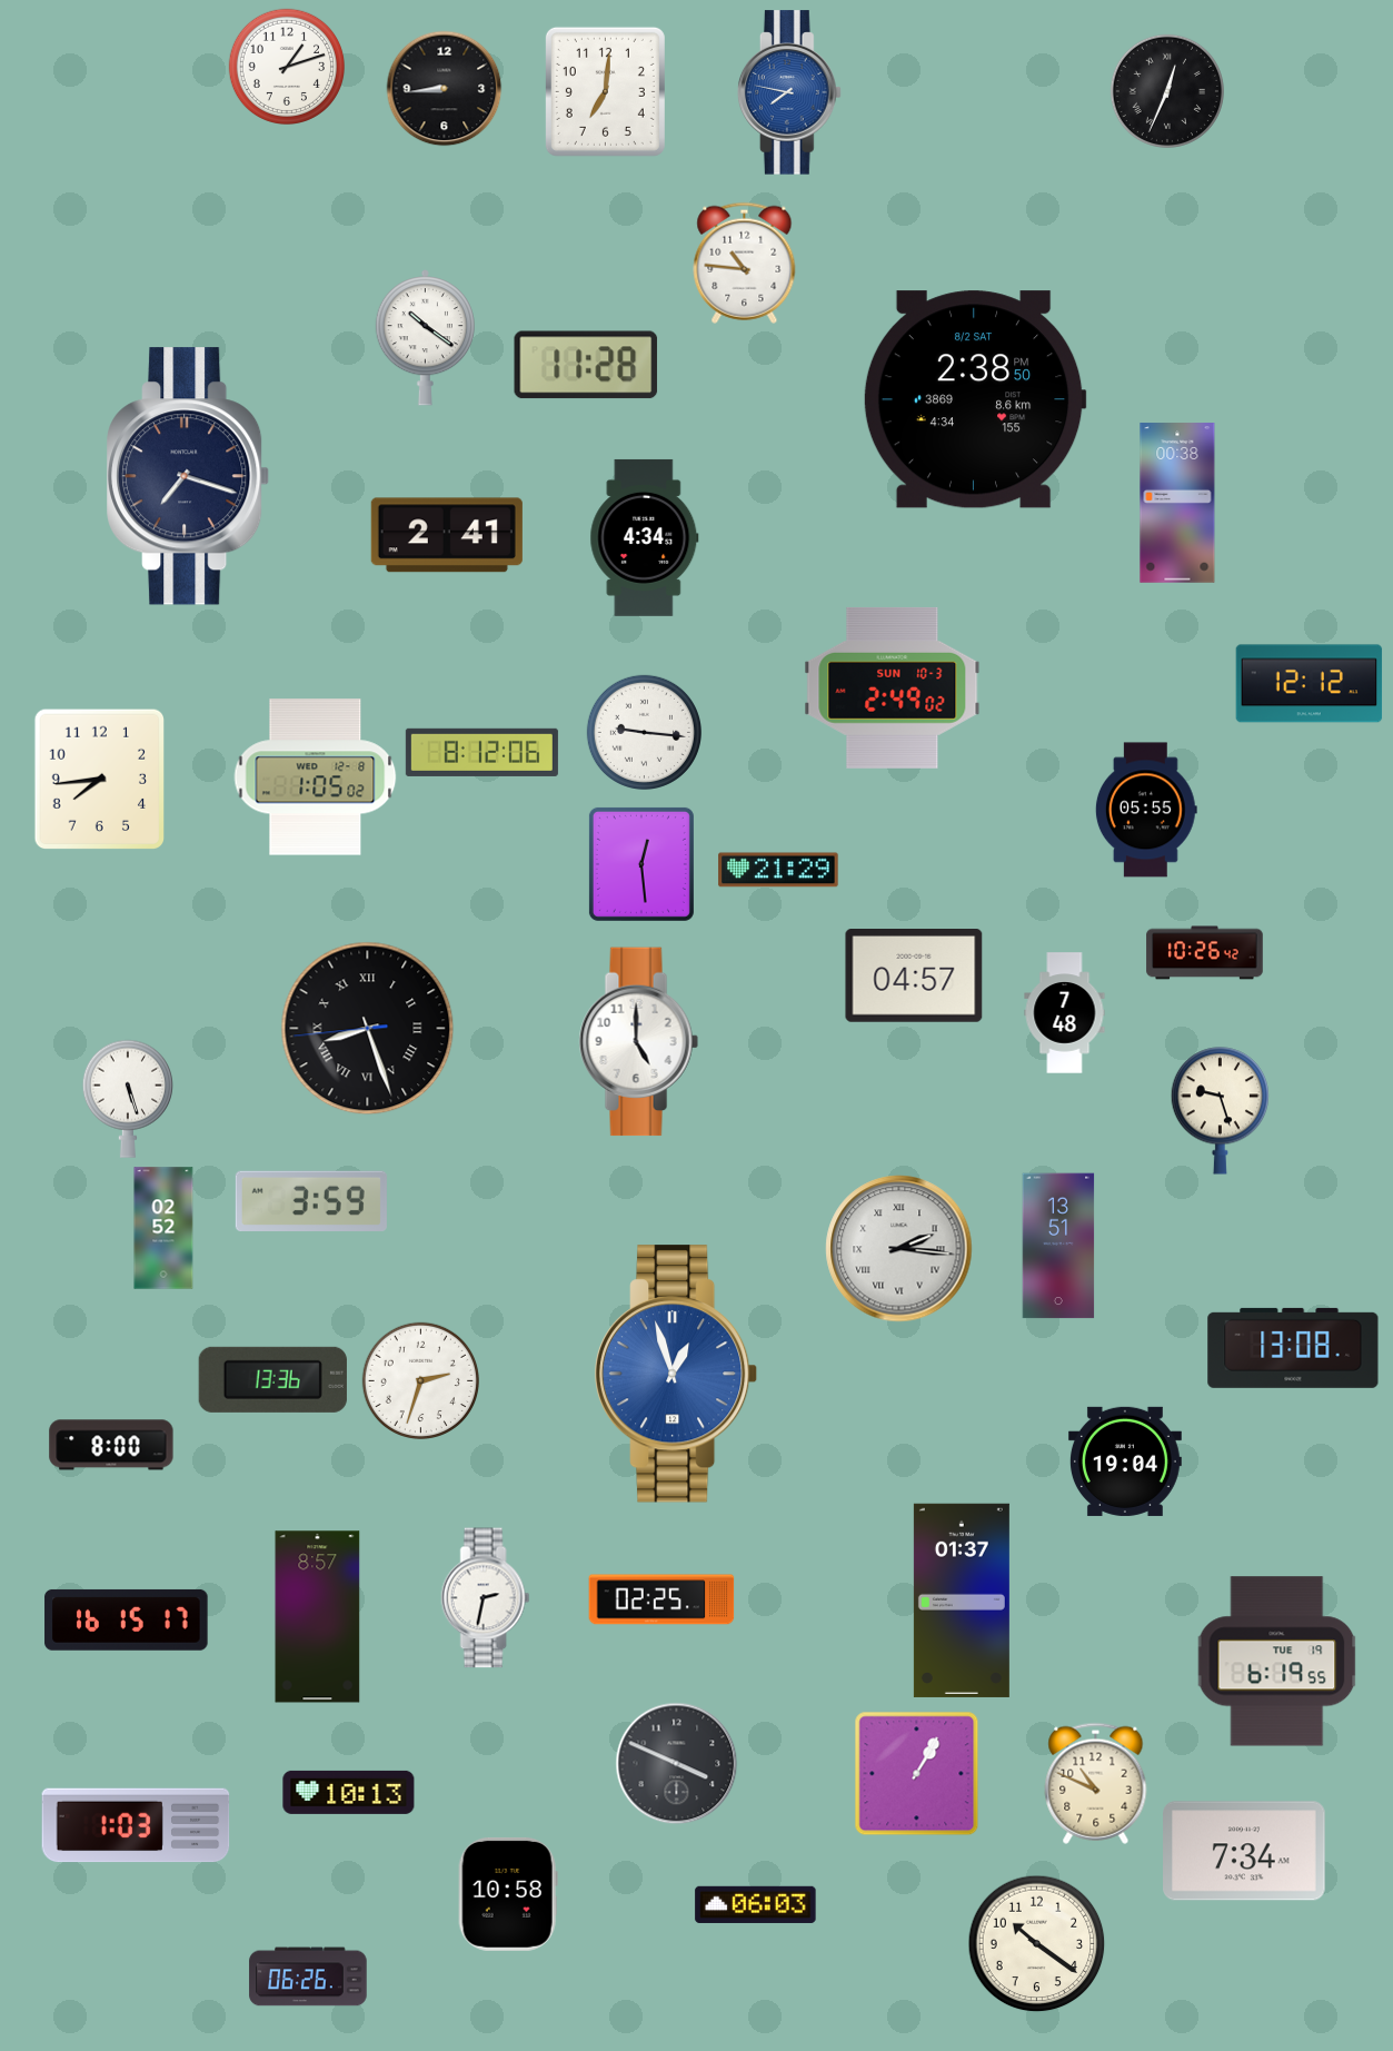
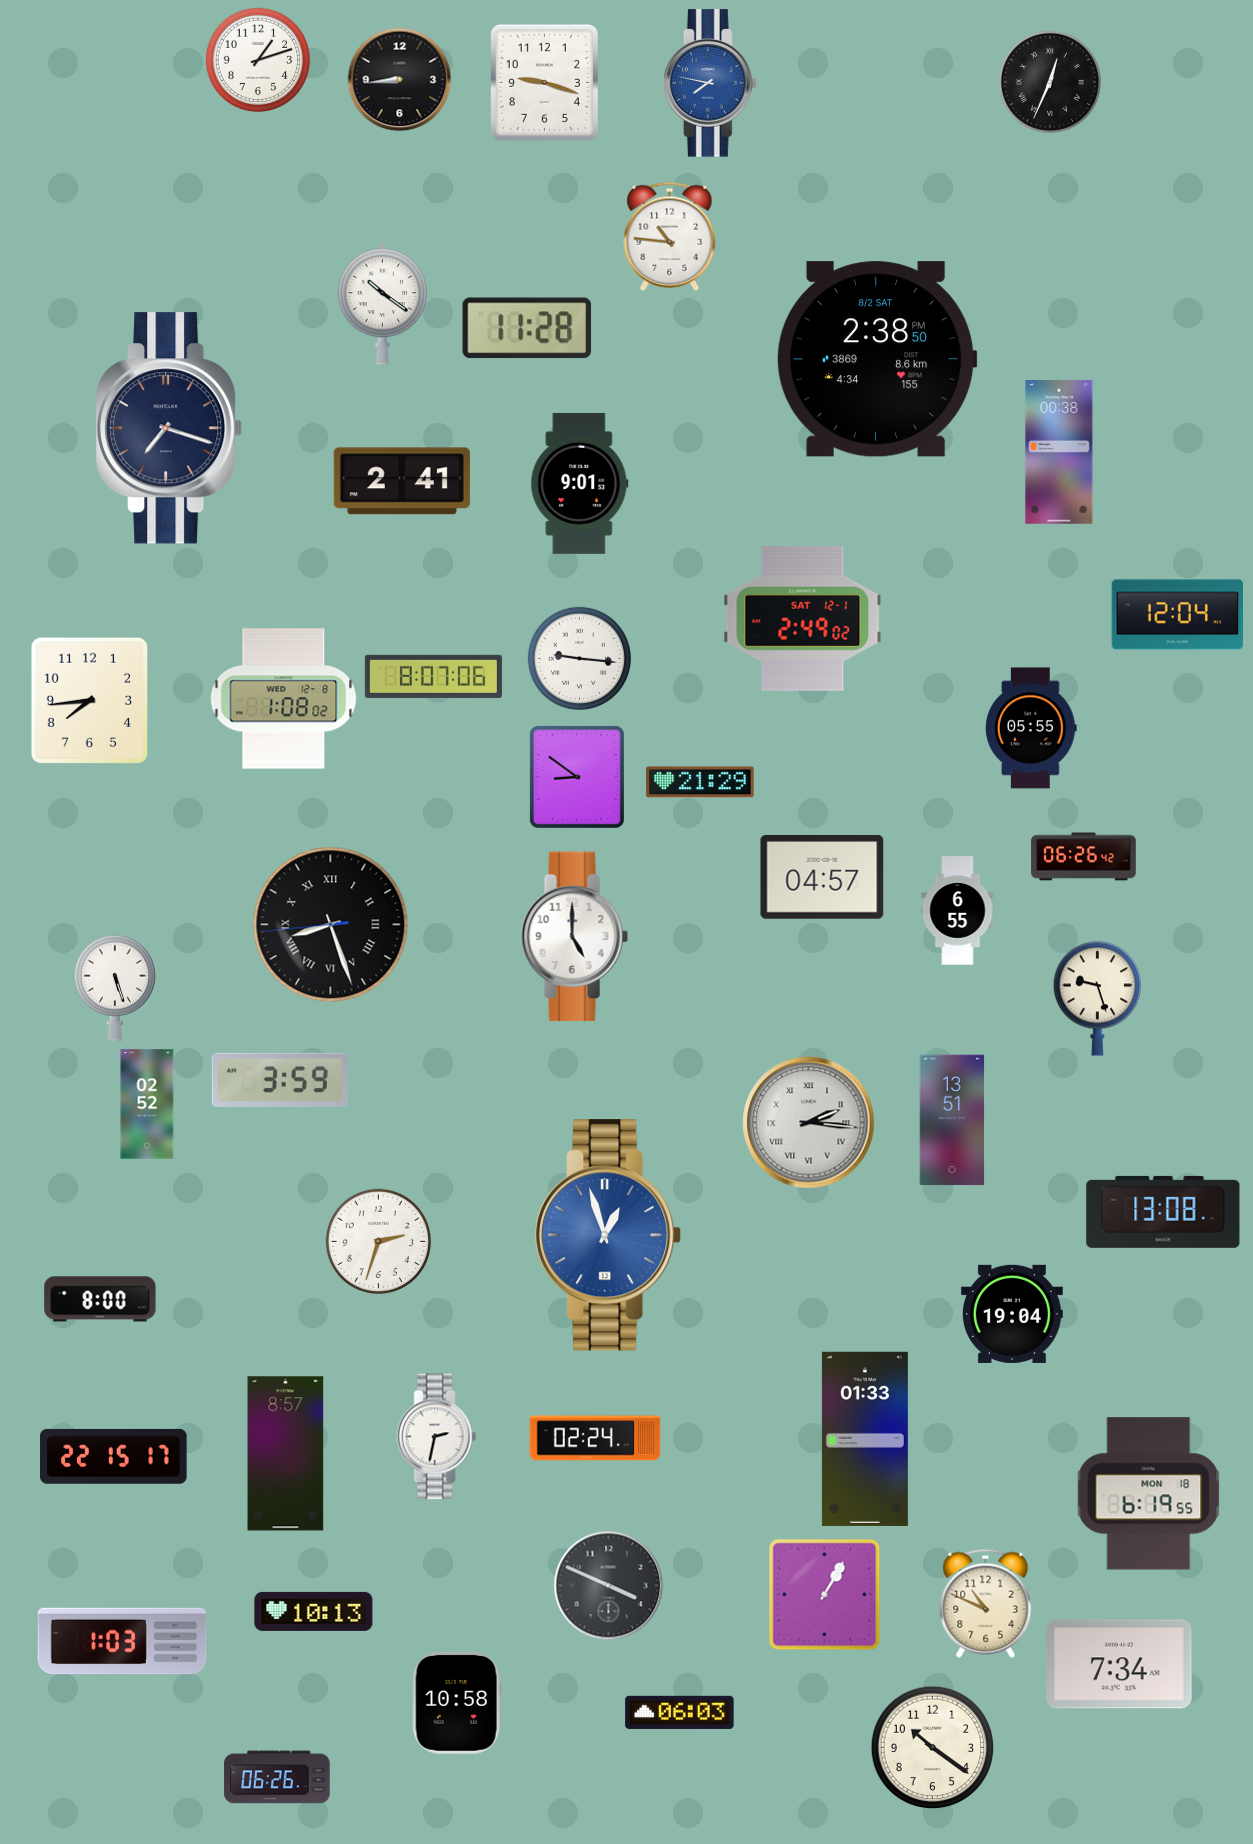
clock at (605, 91): 7:01 -> 9:18
clock at (645, 537): 4:34 -> 9:01
clock at (1310, 684): 12:12 -> 12:04
clock at (893, 687) date: SUN 10-3 -> SAT 12-1
clock at (481, 752): 8:12 -> 8:07
clock at (316, 777): 1:05 -> 1:08
clock at (641, 864): 12:29 -> 8:51
clock at (1205, 953): 10:26 -> 06:26
clock at (1065, 1013): 7:48 -> 6:55
clock at (272, 1379): 13:36 -> none
clock at (661, 1599): 02:25 -> 02:24
clock at (962, 1601): 01:37 -> 01:33
clock at (127, 1619): 16:15 -> 22:15
clock at (1277, 1662) date: TUE 19 -> MON 18
